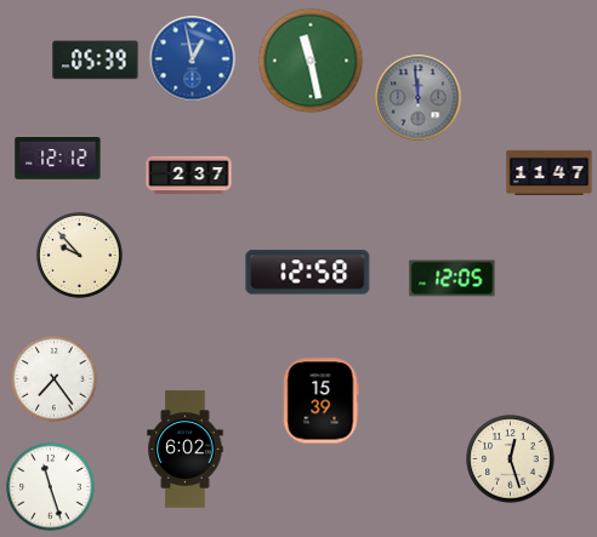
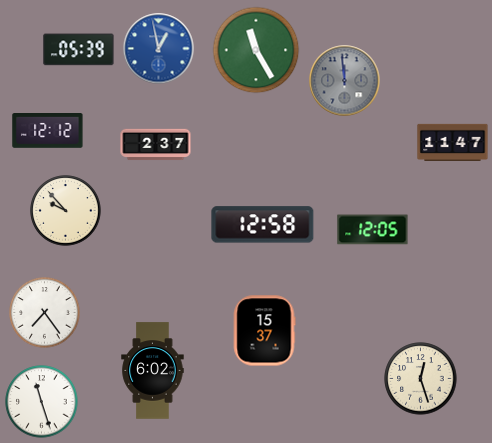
clock at (311, 61): 11:28 -> 11:25
clock at (308, 273) position: (308, 273) -> (263, 225)
clock at (320, 401): 15:39 -> 15:37
